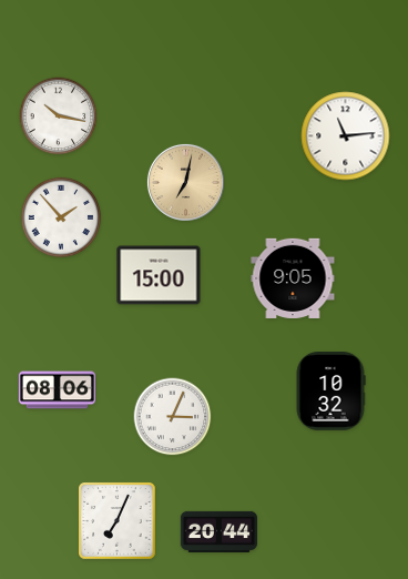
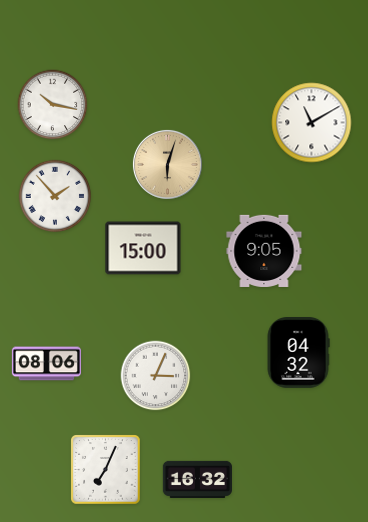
clock at (346, 136): 11:14 -> 11:10
clock at (185, 182): 7:02 -> 6:03
clock at (57, 390) position: (57, 390) -> (46, 364)
clock at (330, 392): 10:32 -> 04:32
clock at (218, 531): 20:44 -> 16:32
